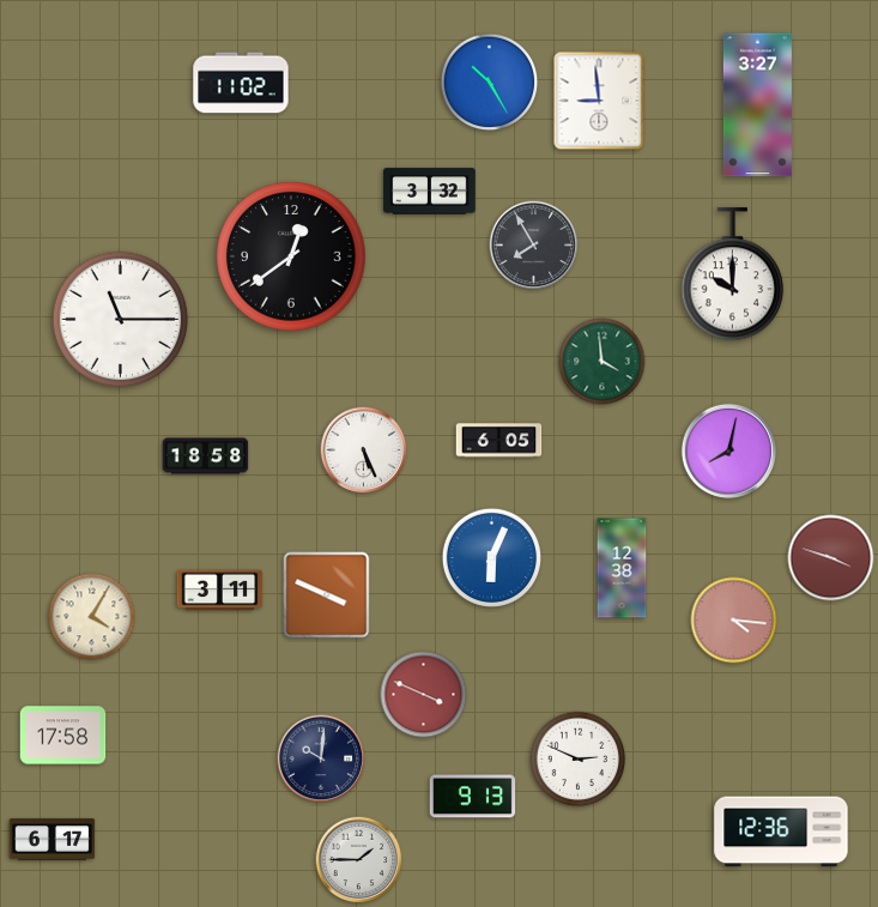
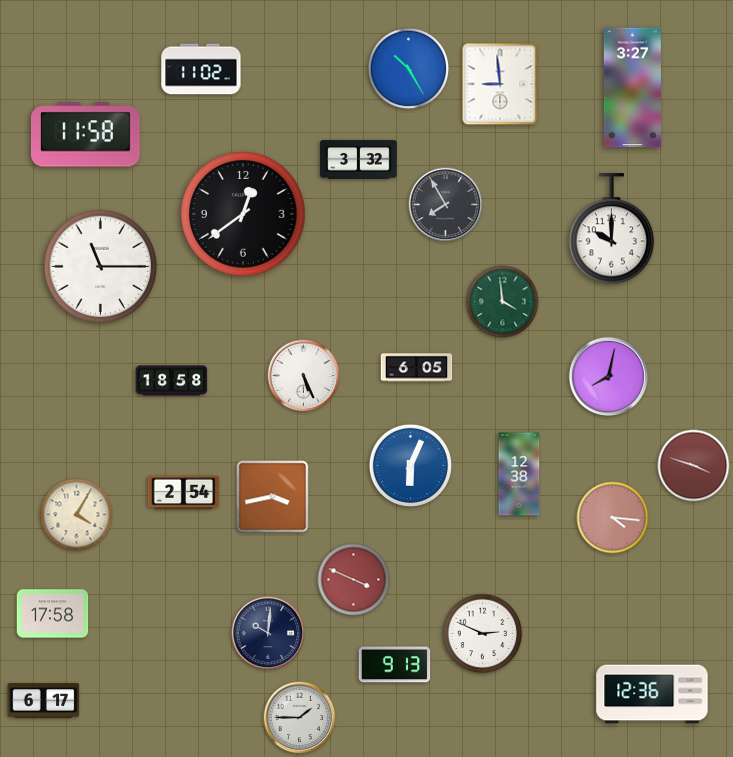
clock at (85, 135): none -> 11:58
clock at (220, 591): 3:11 -> 2:54
clock at (327, 595): 3:49 -> 3:43
